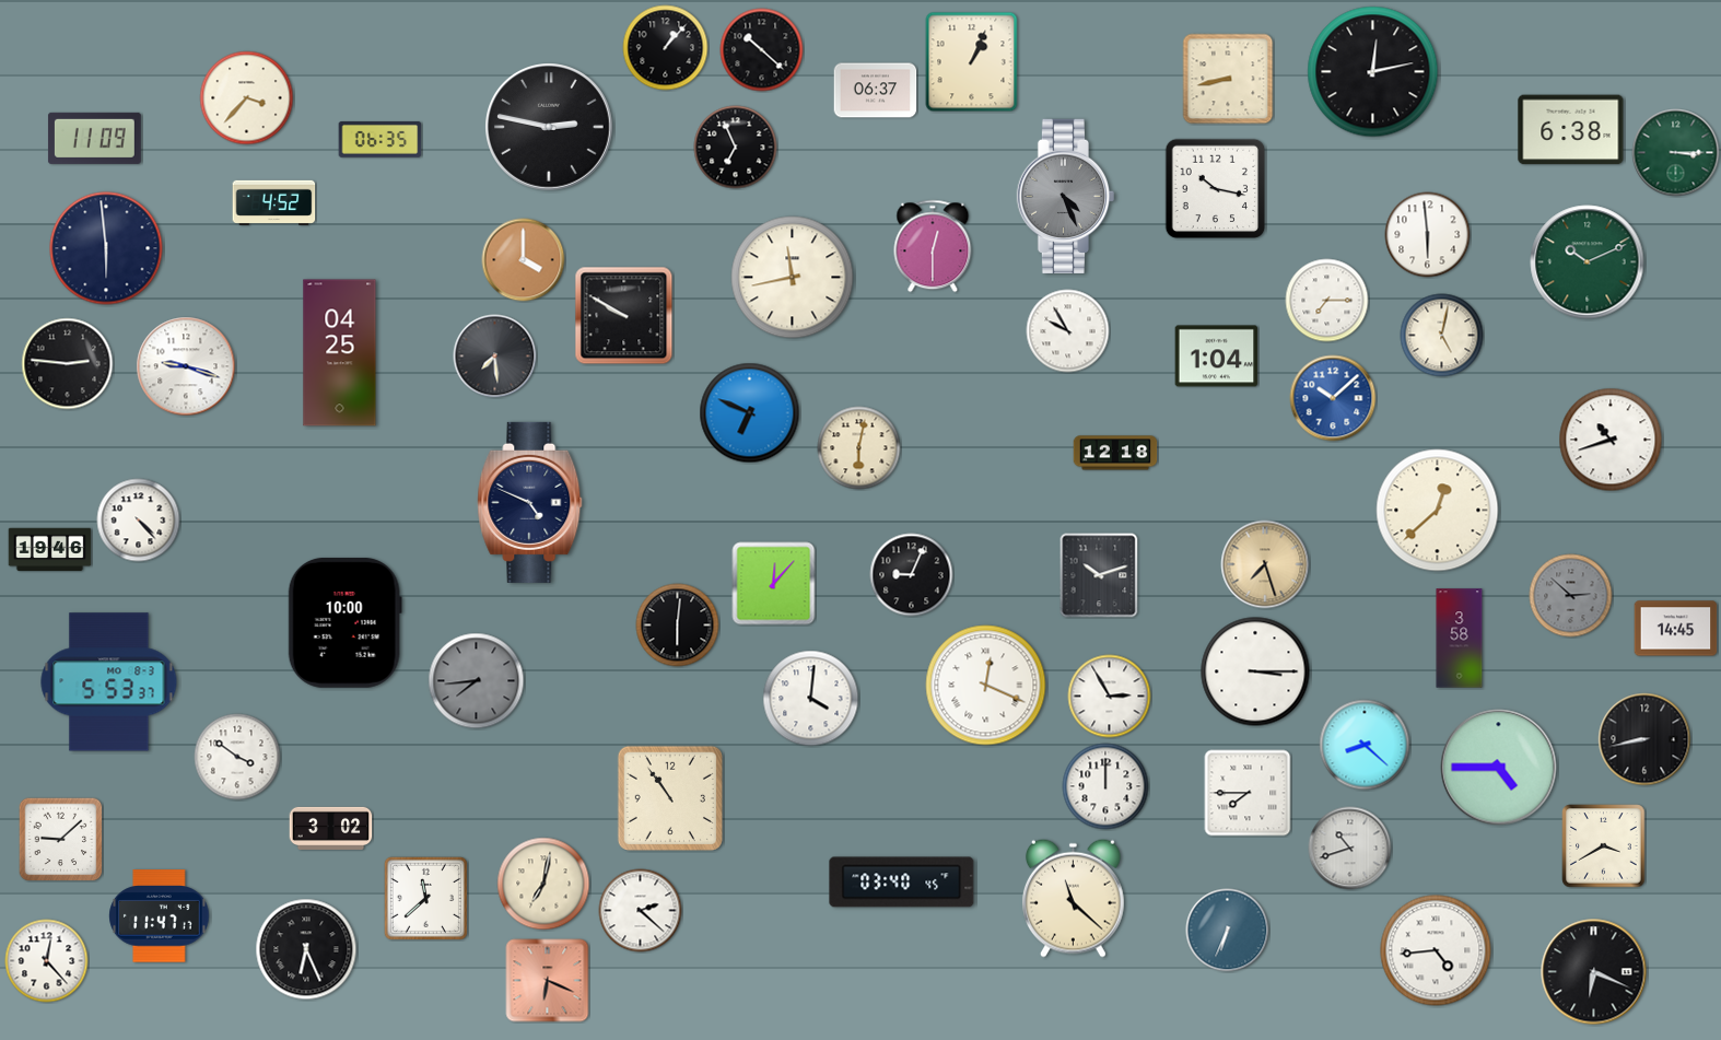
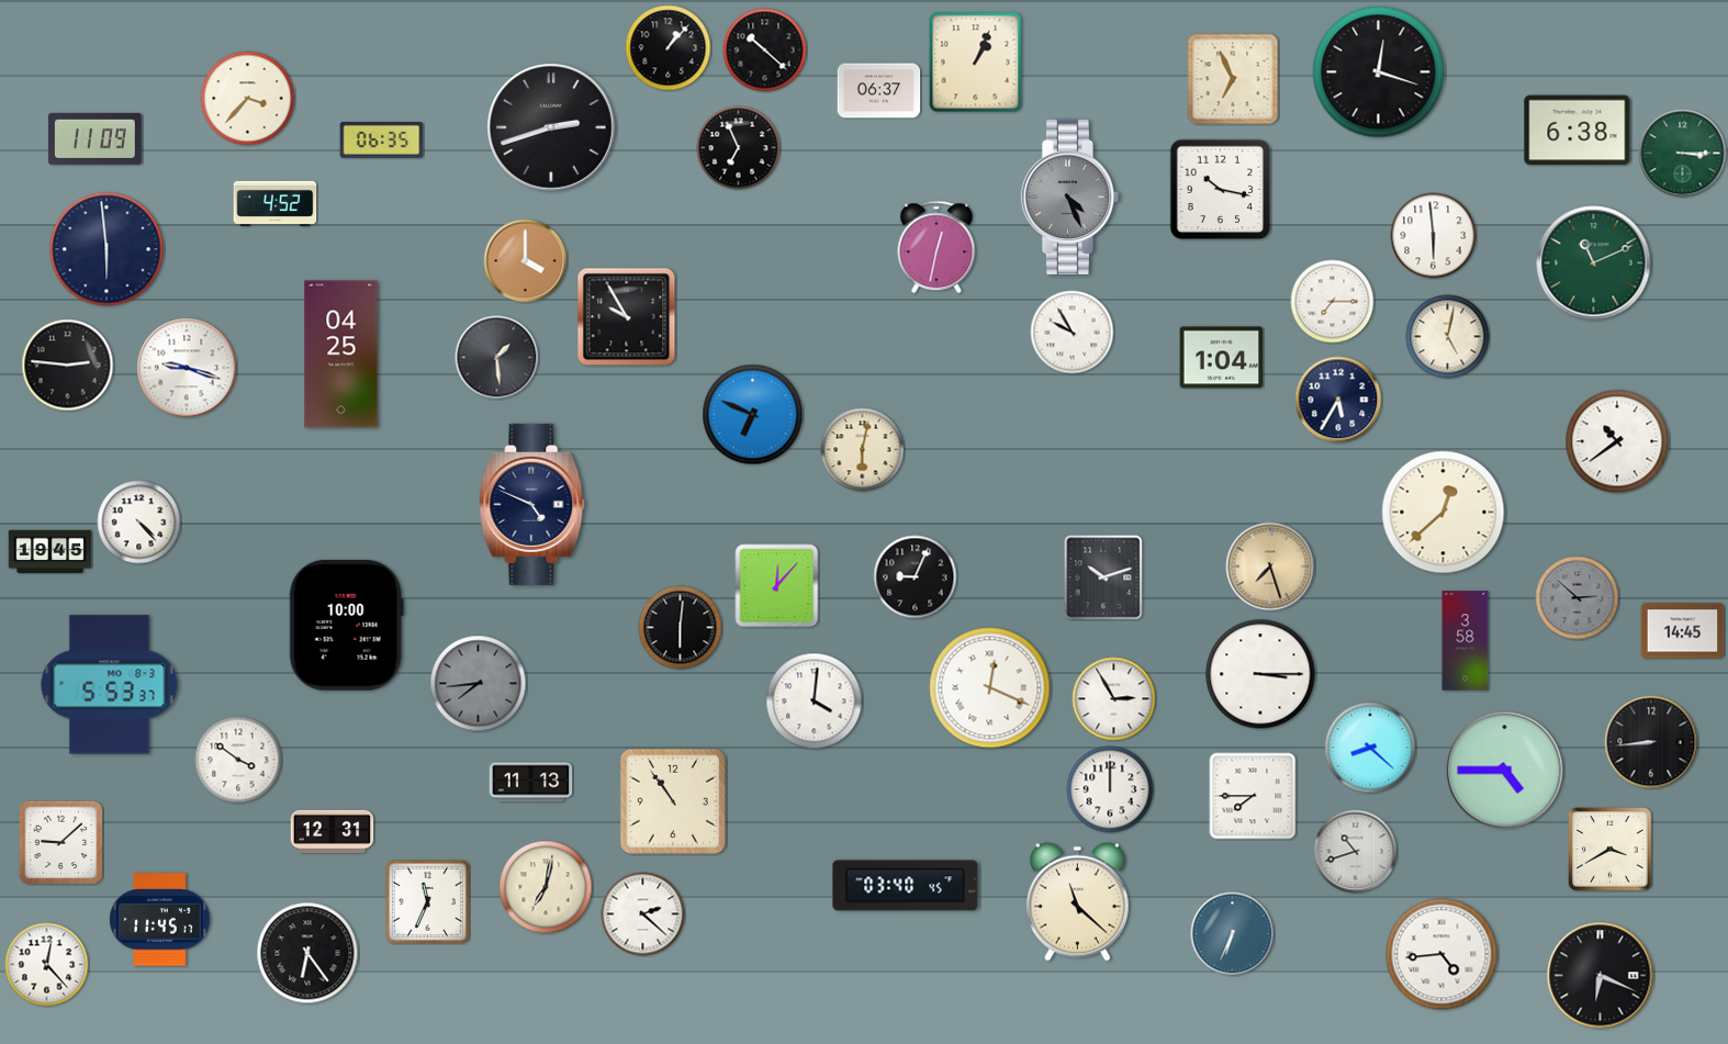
clock at (1373, 72): 12:13 -> 12:18
clock at (1228, 79): 8:43 -> 6:56
clock at (550, 128): 2:47 -> 2:42
clock at (933, 246): 12:30 -> 12:32
clock at (1588, 262): 10:11 -> 11:11
clock at (793, 278): 11:43 -> none
clock at (624, 316): 9:50 -> 9:55
clock at (495, 357): 7:29 -> 1:29
clock at (1333, 398): 10:08 -> 5:35
clock at (1333, 398) dial: blue -> navy
clock at (1611, 440): 10:42 -> 10:39
clock at (1115, 453): 12:18 -> none
clock at (50, 550): 19:46 -> 19:45
clock at (1644, 739): 8:43 -> 8:44
clock at (531, 783): none -> 11:13
clock at (331, 828): 3:02 -> 12:31
clock at (425, 898): 11:38 -> 11:34
clock at (160, 916): 11:47 -> 11:45
clock at (306, 949): 6:26 -> 6:24
clock at (548, 981): 6:19 -> none
